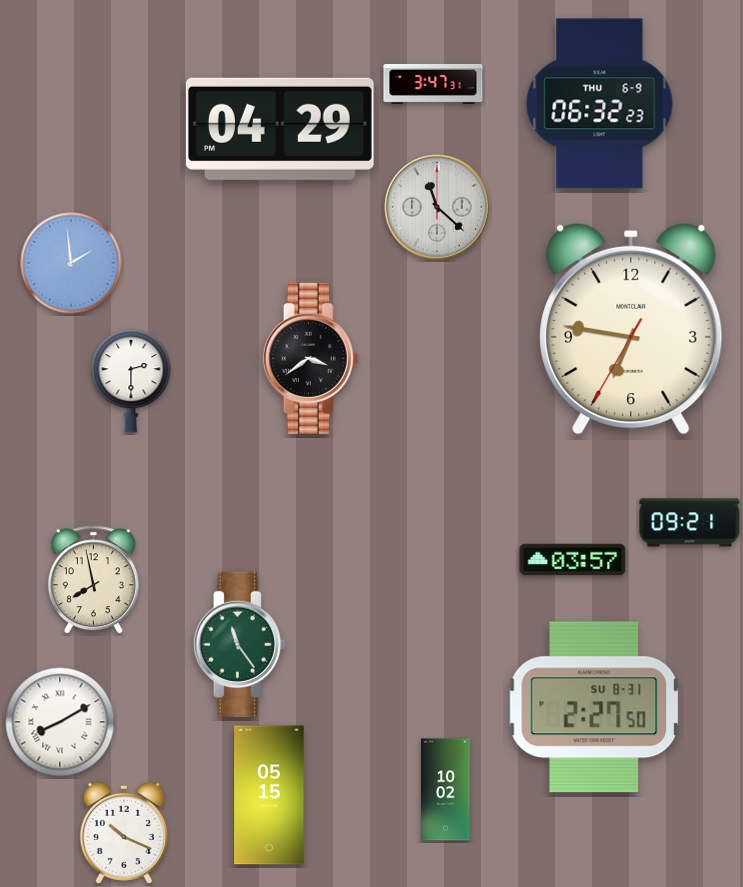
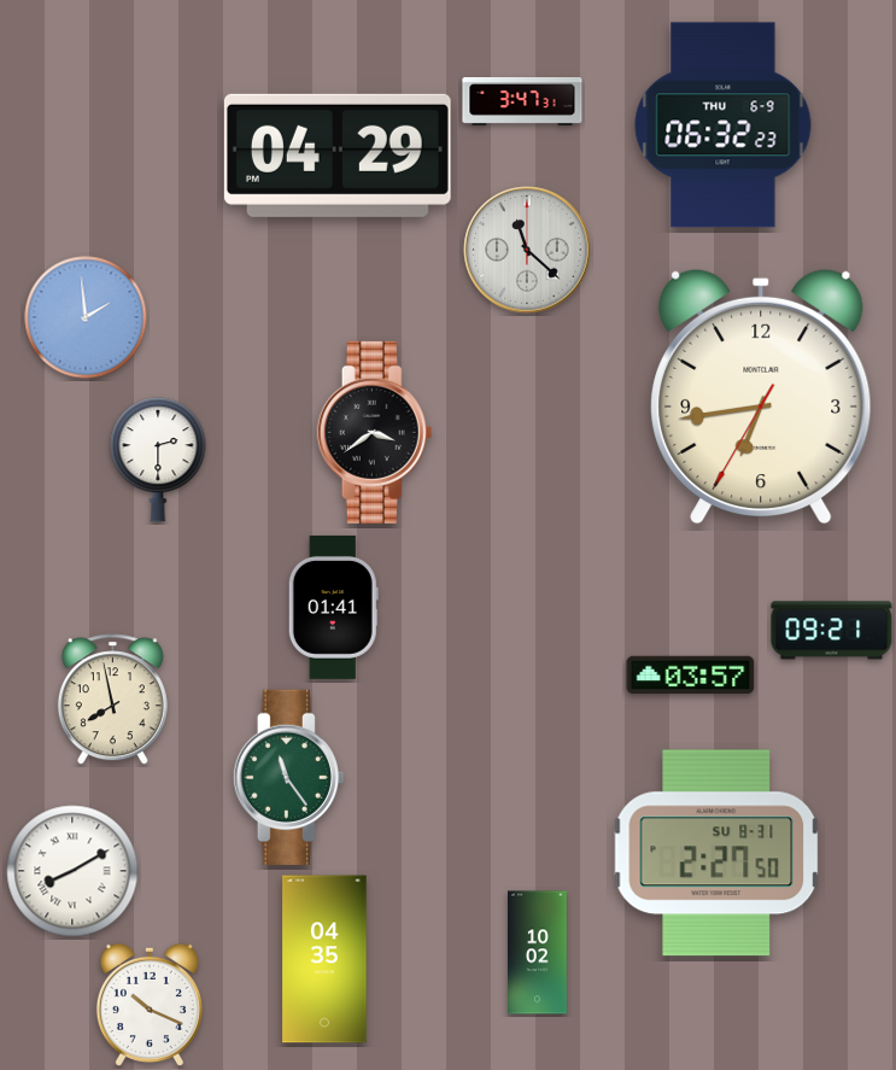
clock at (631, 329): 6:46 -> 6:43
clock at (333, 607): none -> 01:41
clock at (269, 795): 05:15 -> 04:35
